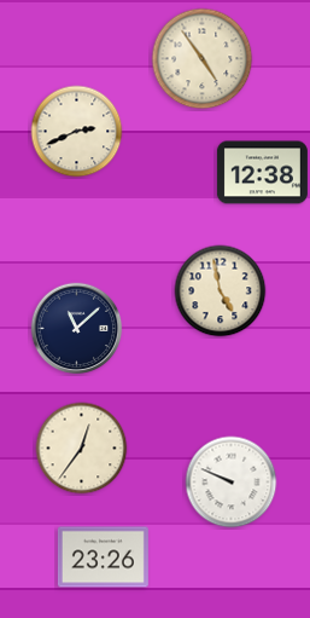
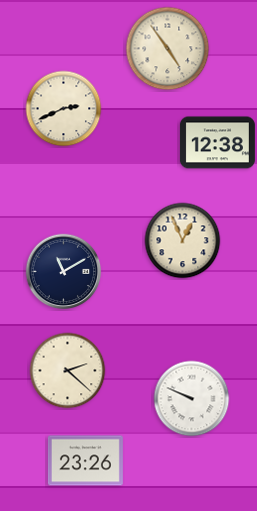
clock at (221, 291): 4:58 -> 12:56
clock at (77, 329): 11:08 -> 11:10
clock at (82, 449): 12:36 -> 2:22
